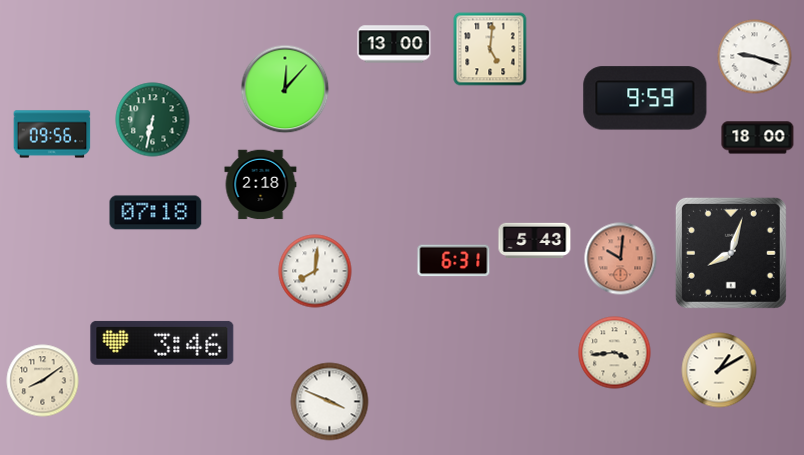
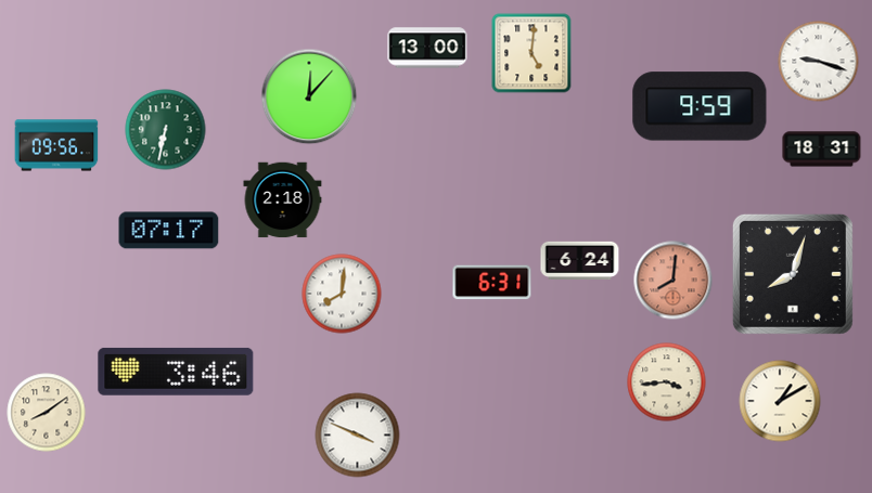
clock at (758, 138): 18:00 -> 18:31
clock at (156, 213): 07:18 -> 07:17
clock at (535, 240): 5:43 -> 6:24
clock at (621, 259): 10:01 -> 8:01
